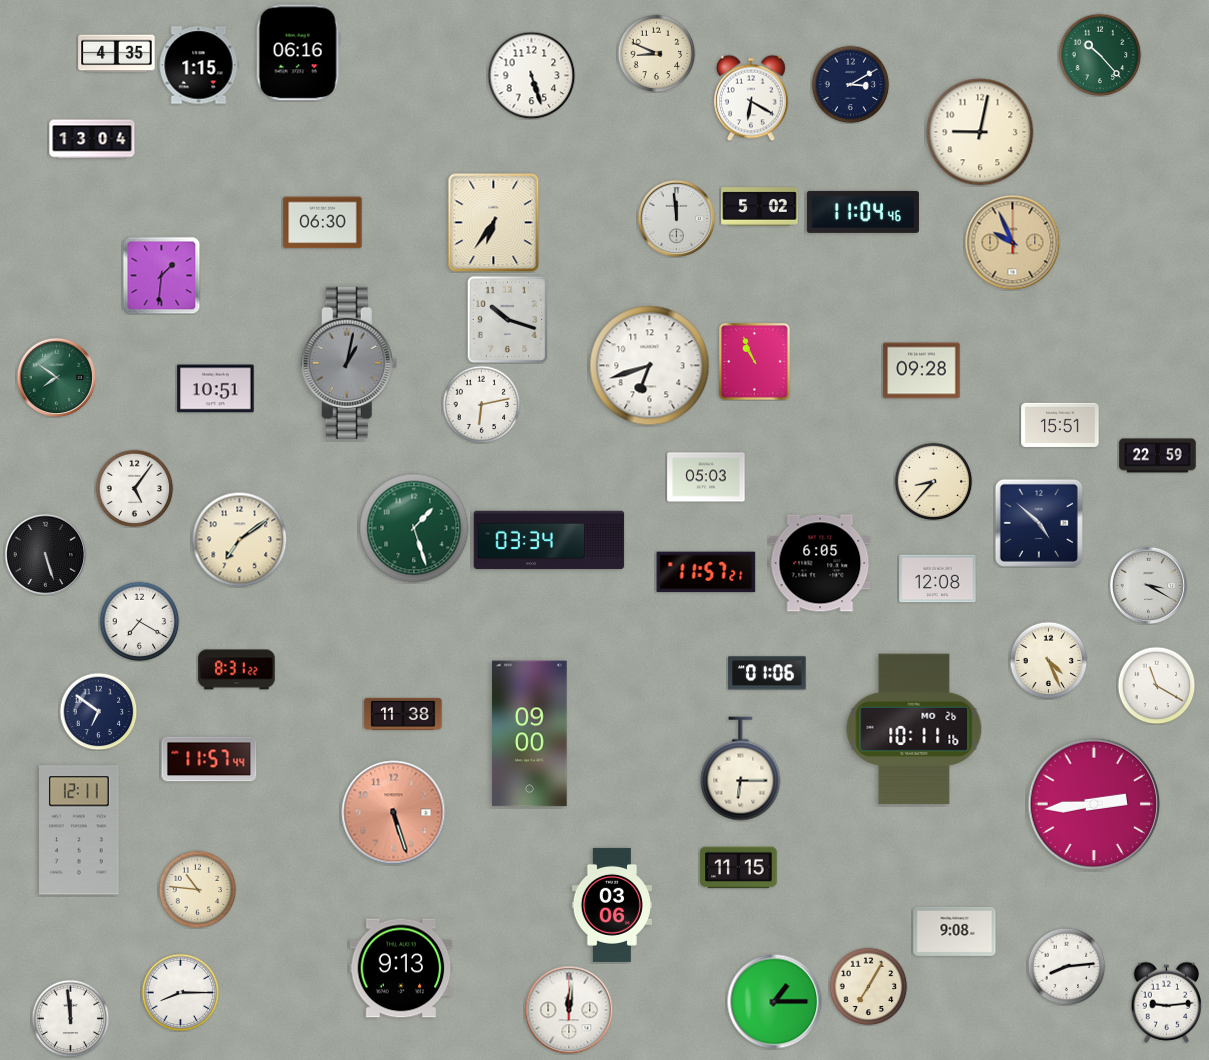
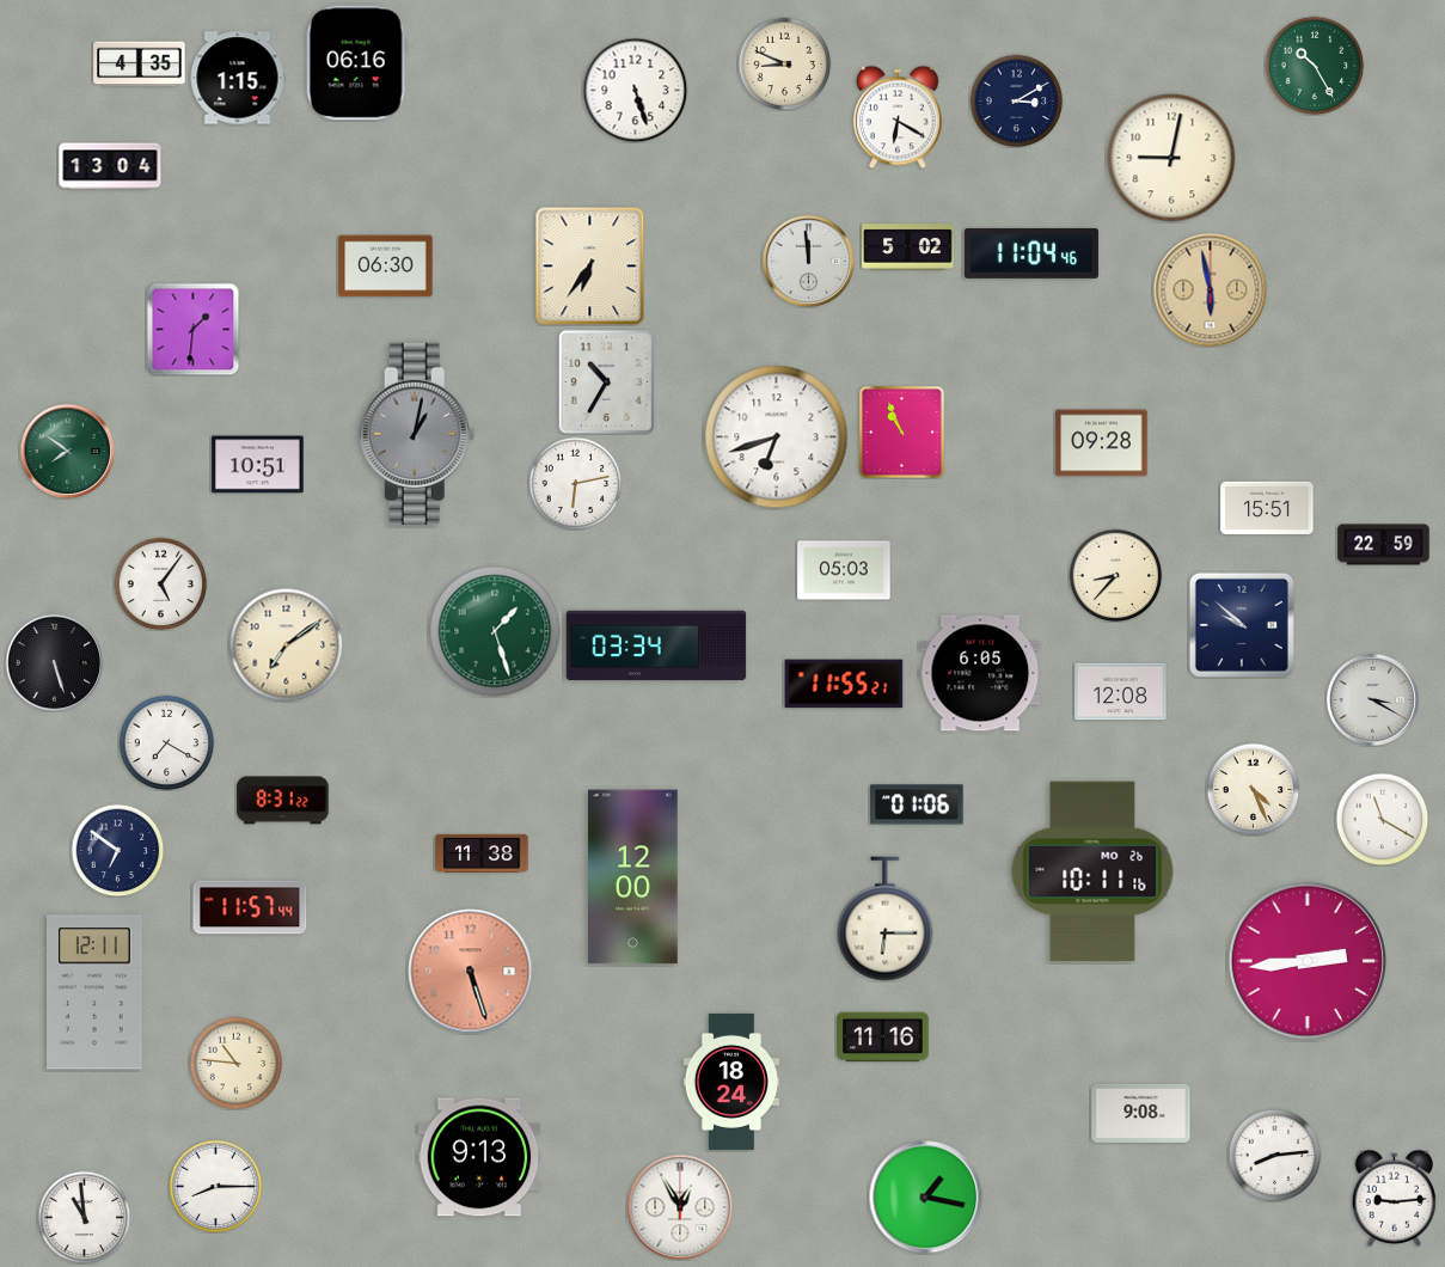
clock at (1100, 55): 10:23 -> 10:25
clock at (1012, 242): 9:56 -> 5:58
clock at (507, 319): 10:18 -> 10:35
clock at (1039, 523): 4:52 -> 9:52
clock at (706, 572): 11:57 -> 11:55
clock at (530, 734): 09:00 -> 12:00
clock at (739, 868): 11:15 -> 11:16
clock at (612, 905): 03:06 -> 18:24
clock at (868, 986): 7:05 -> none
clock at (774, 1001): 1:15 -> 1:17
clock at (569, 1010): 12:01 -> 12:55
clock at (70, 1018): 11:59 -> 10:59
